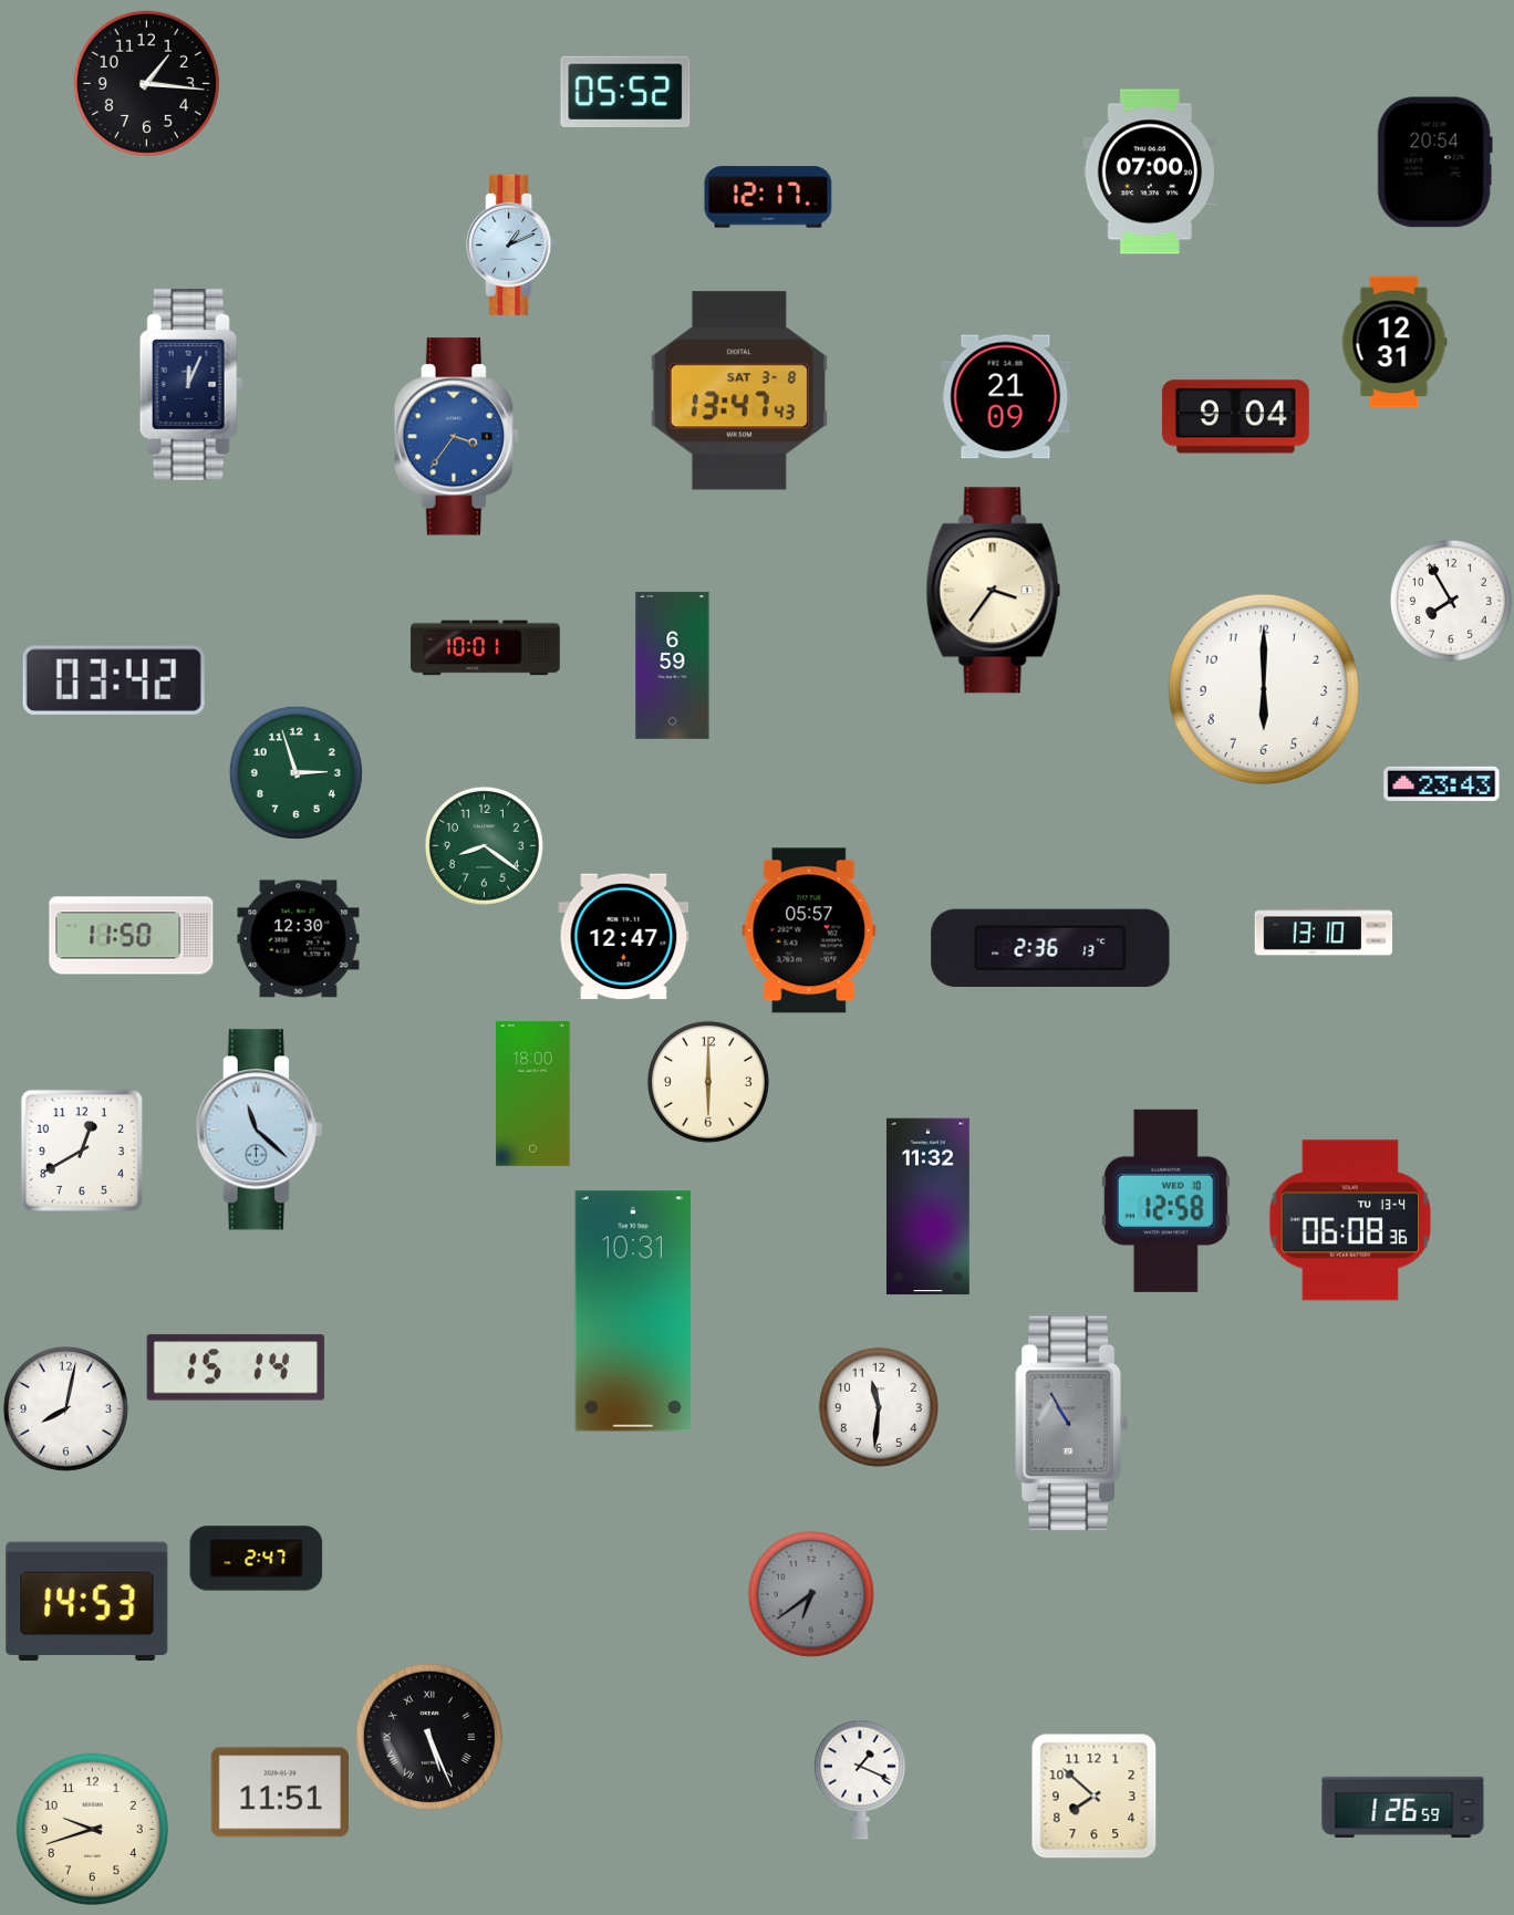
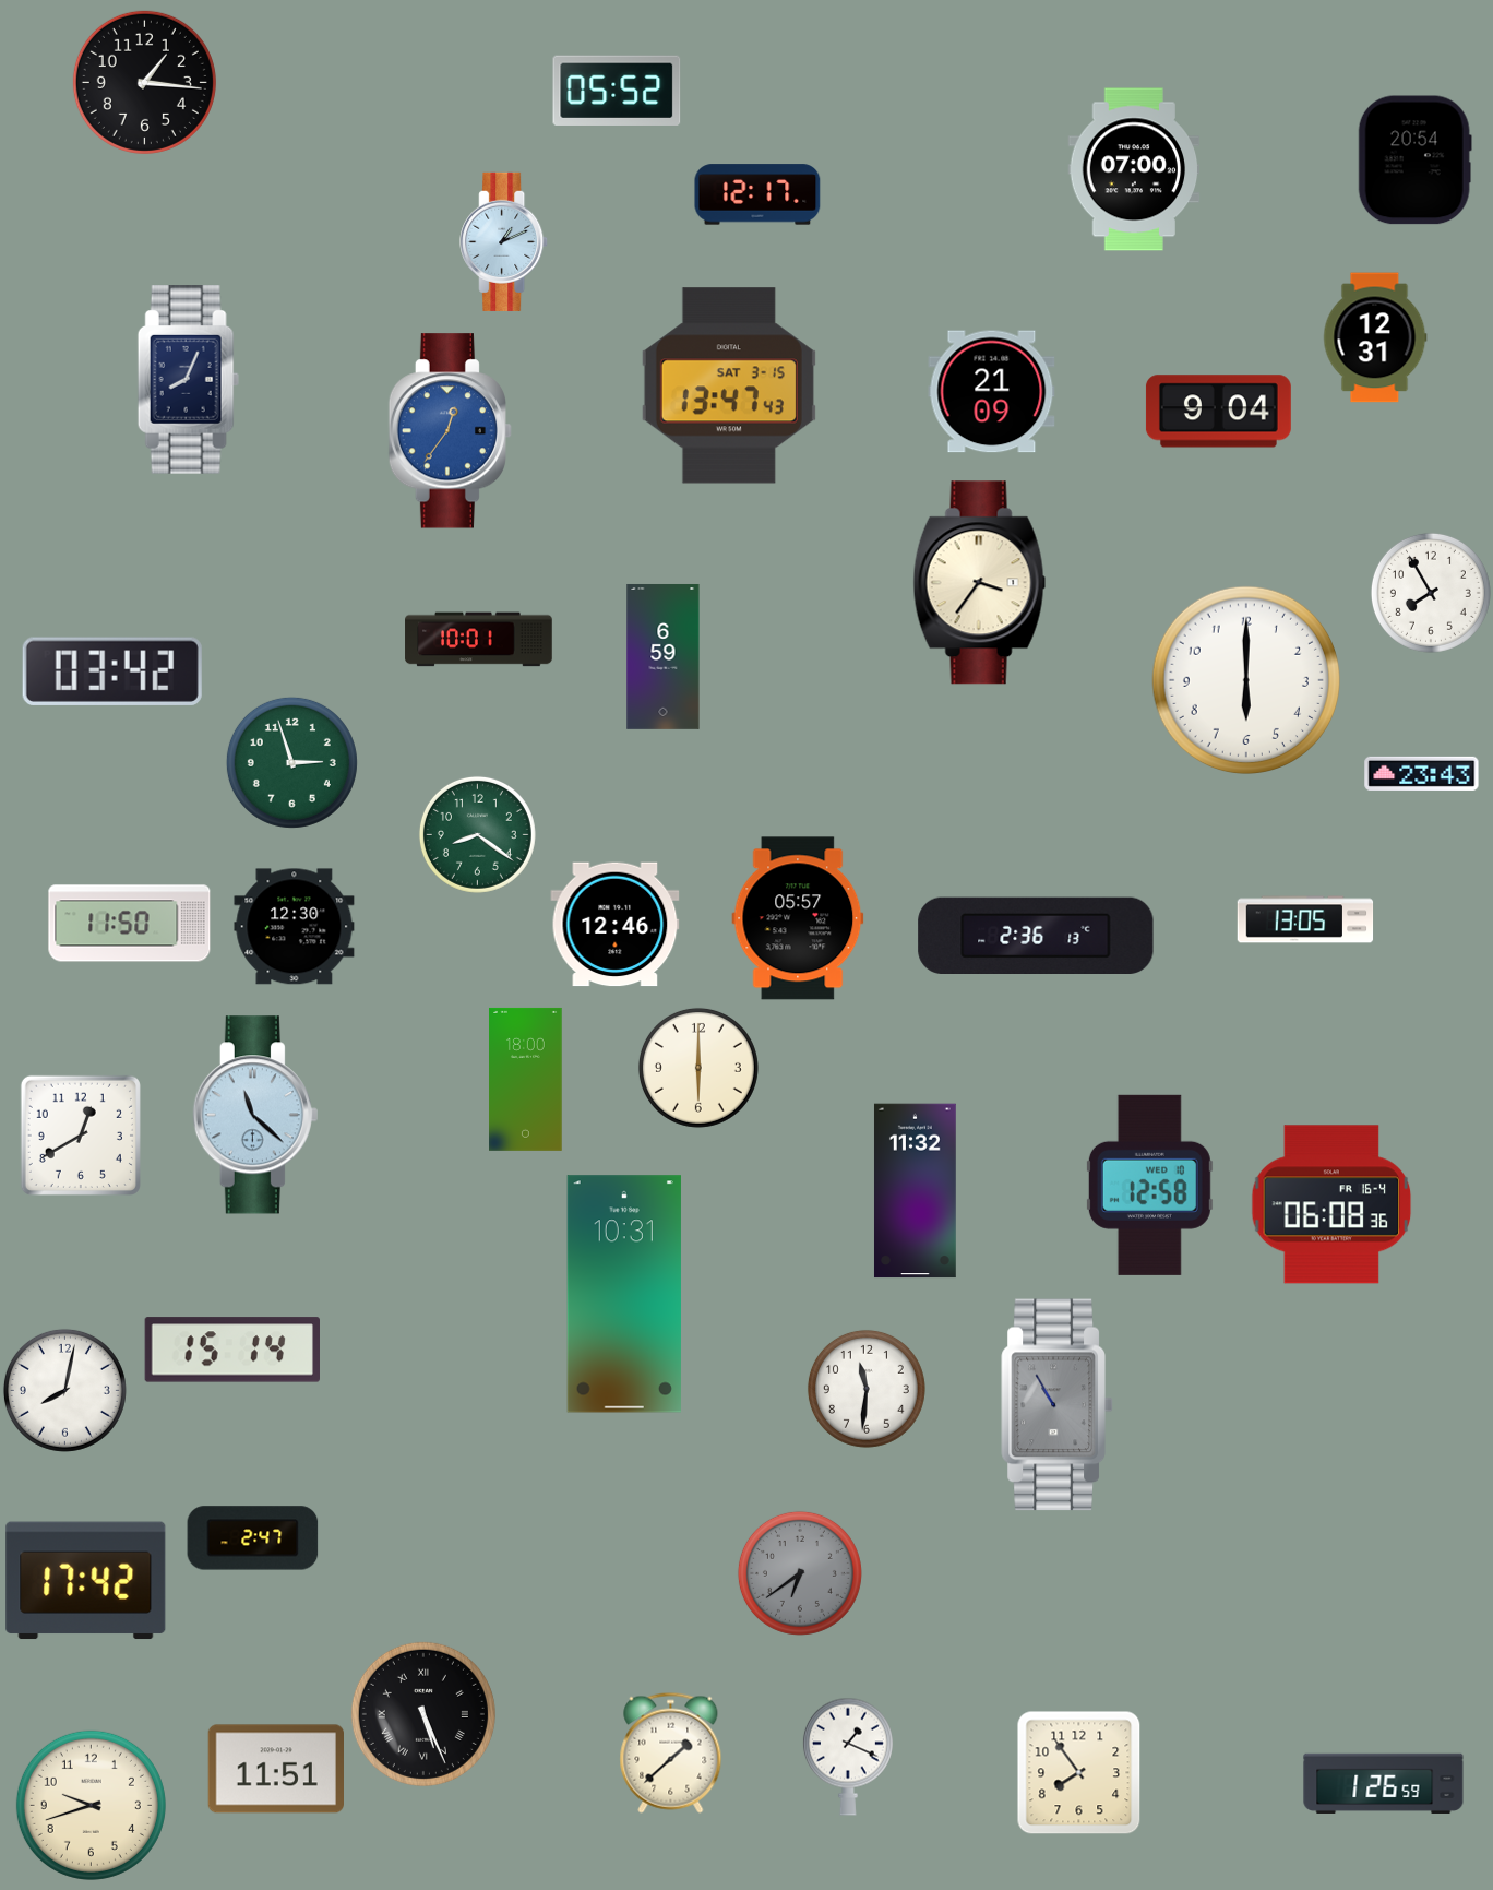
clock at (190, 385): 12:04 -> 8:04
clock at (739, 391) date: SAT 3-8 -> SAT 3-15
clock at (456, 437): 3:36 -> 12:36
clock at (1324, 932): 13:10 -> 13:05
clock at (624, 937): 12:47 -> 12:46
clock at (1350, 1220) date: TU 13-4 -> FR 16-4
clock at (87, 1602): 14:53 -> 17:42
clock at (671, 1752): none -> 1:38
clock at (1095, 1797): 7:52 -> 7:54
